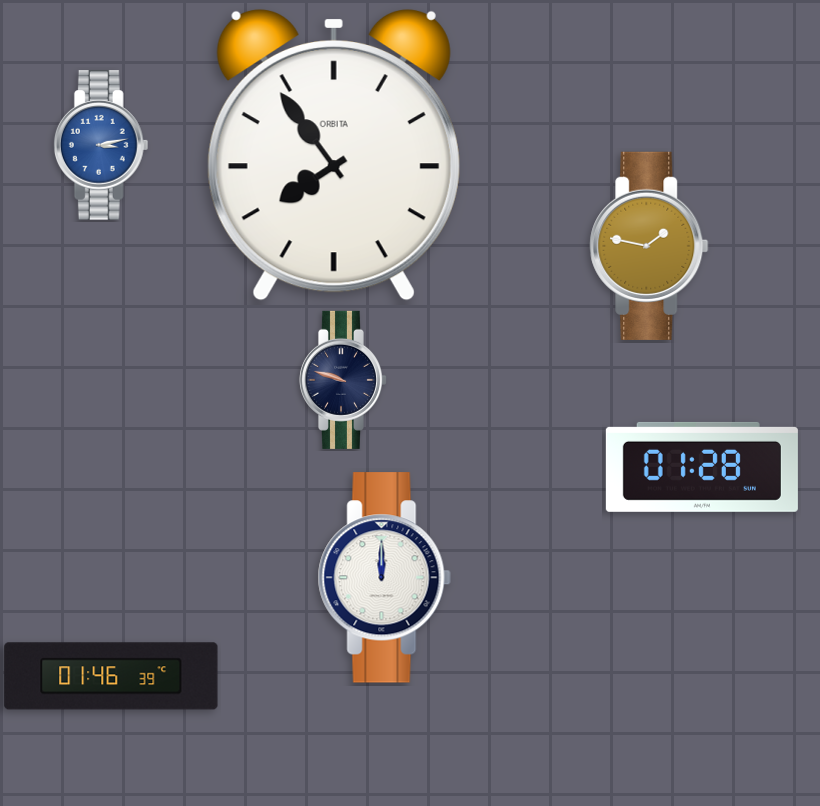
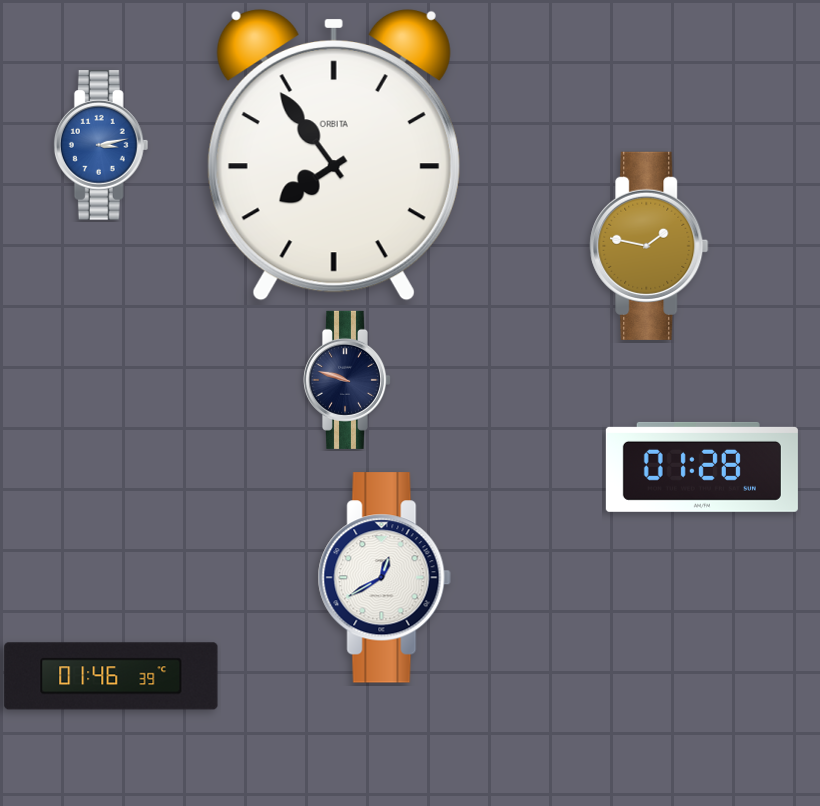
clock at (343, 380) position: (343, 380) -> (347, 380)
clock at (384, 578): 12:00 -> 12:40
